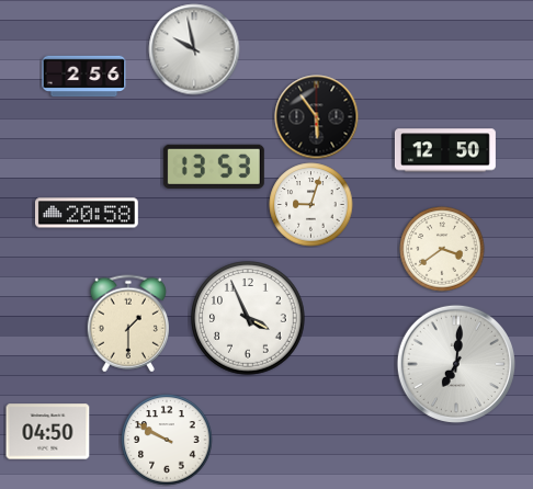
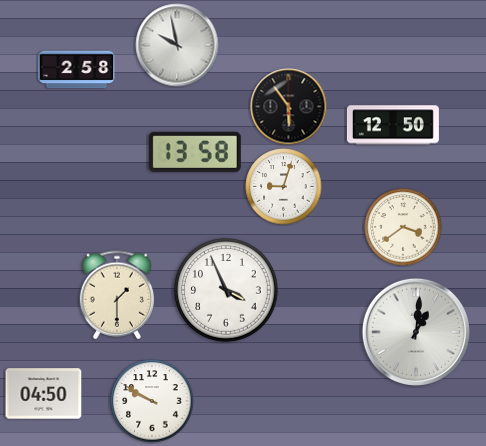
clock at (84, 77): 2:56 -> 2:58
clock at (445, 150) position: (445, 150) -> (393, 125)
clock at (214, 167): 13:53 -> 13:58
clock at (88, 213): 20:58 -> none
clock at (456, 364): 7:01 -> 1:01
